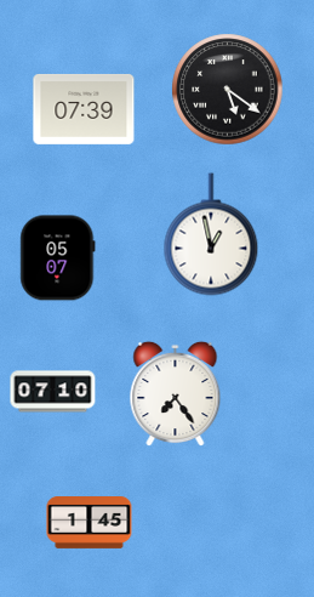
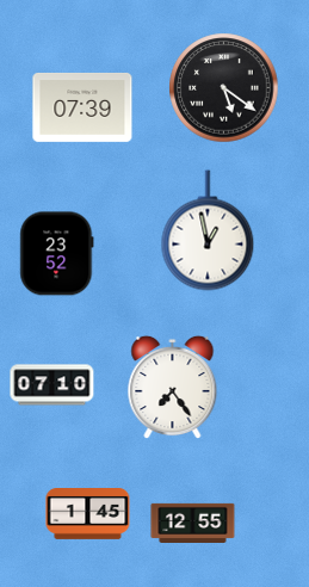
clock at (58, 258): 05:07 -> 23:52
clock at (193, 523): none -> 12:55
